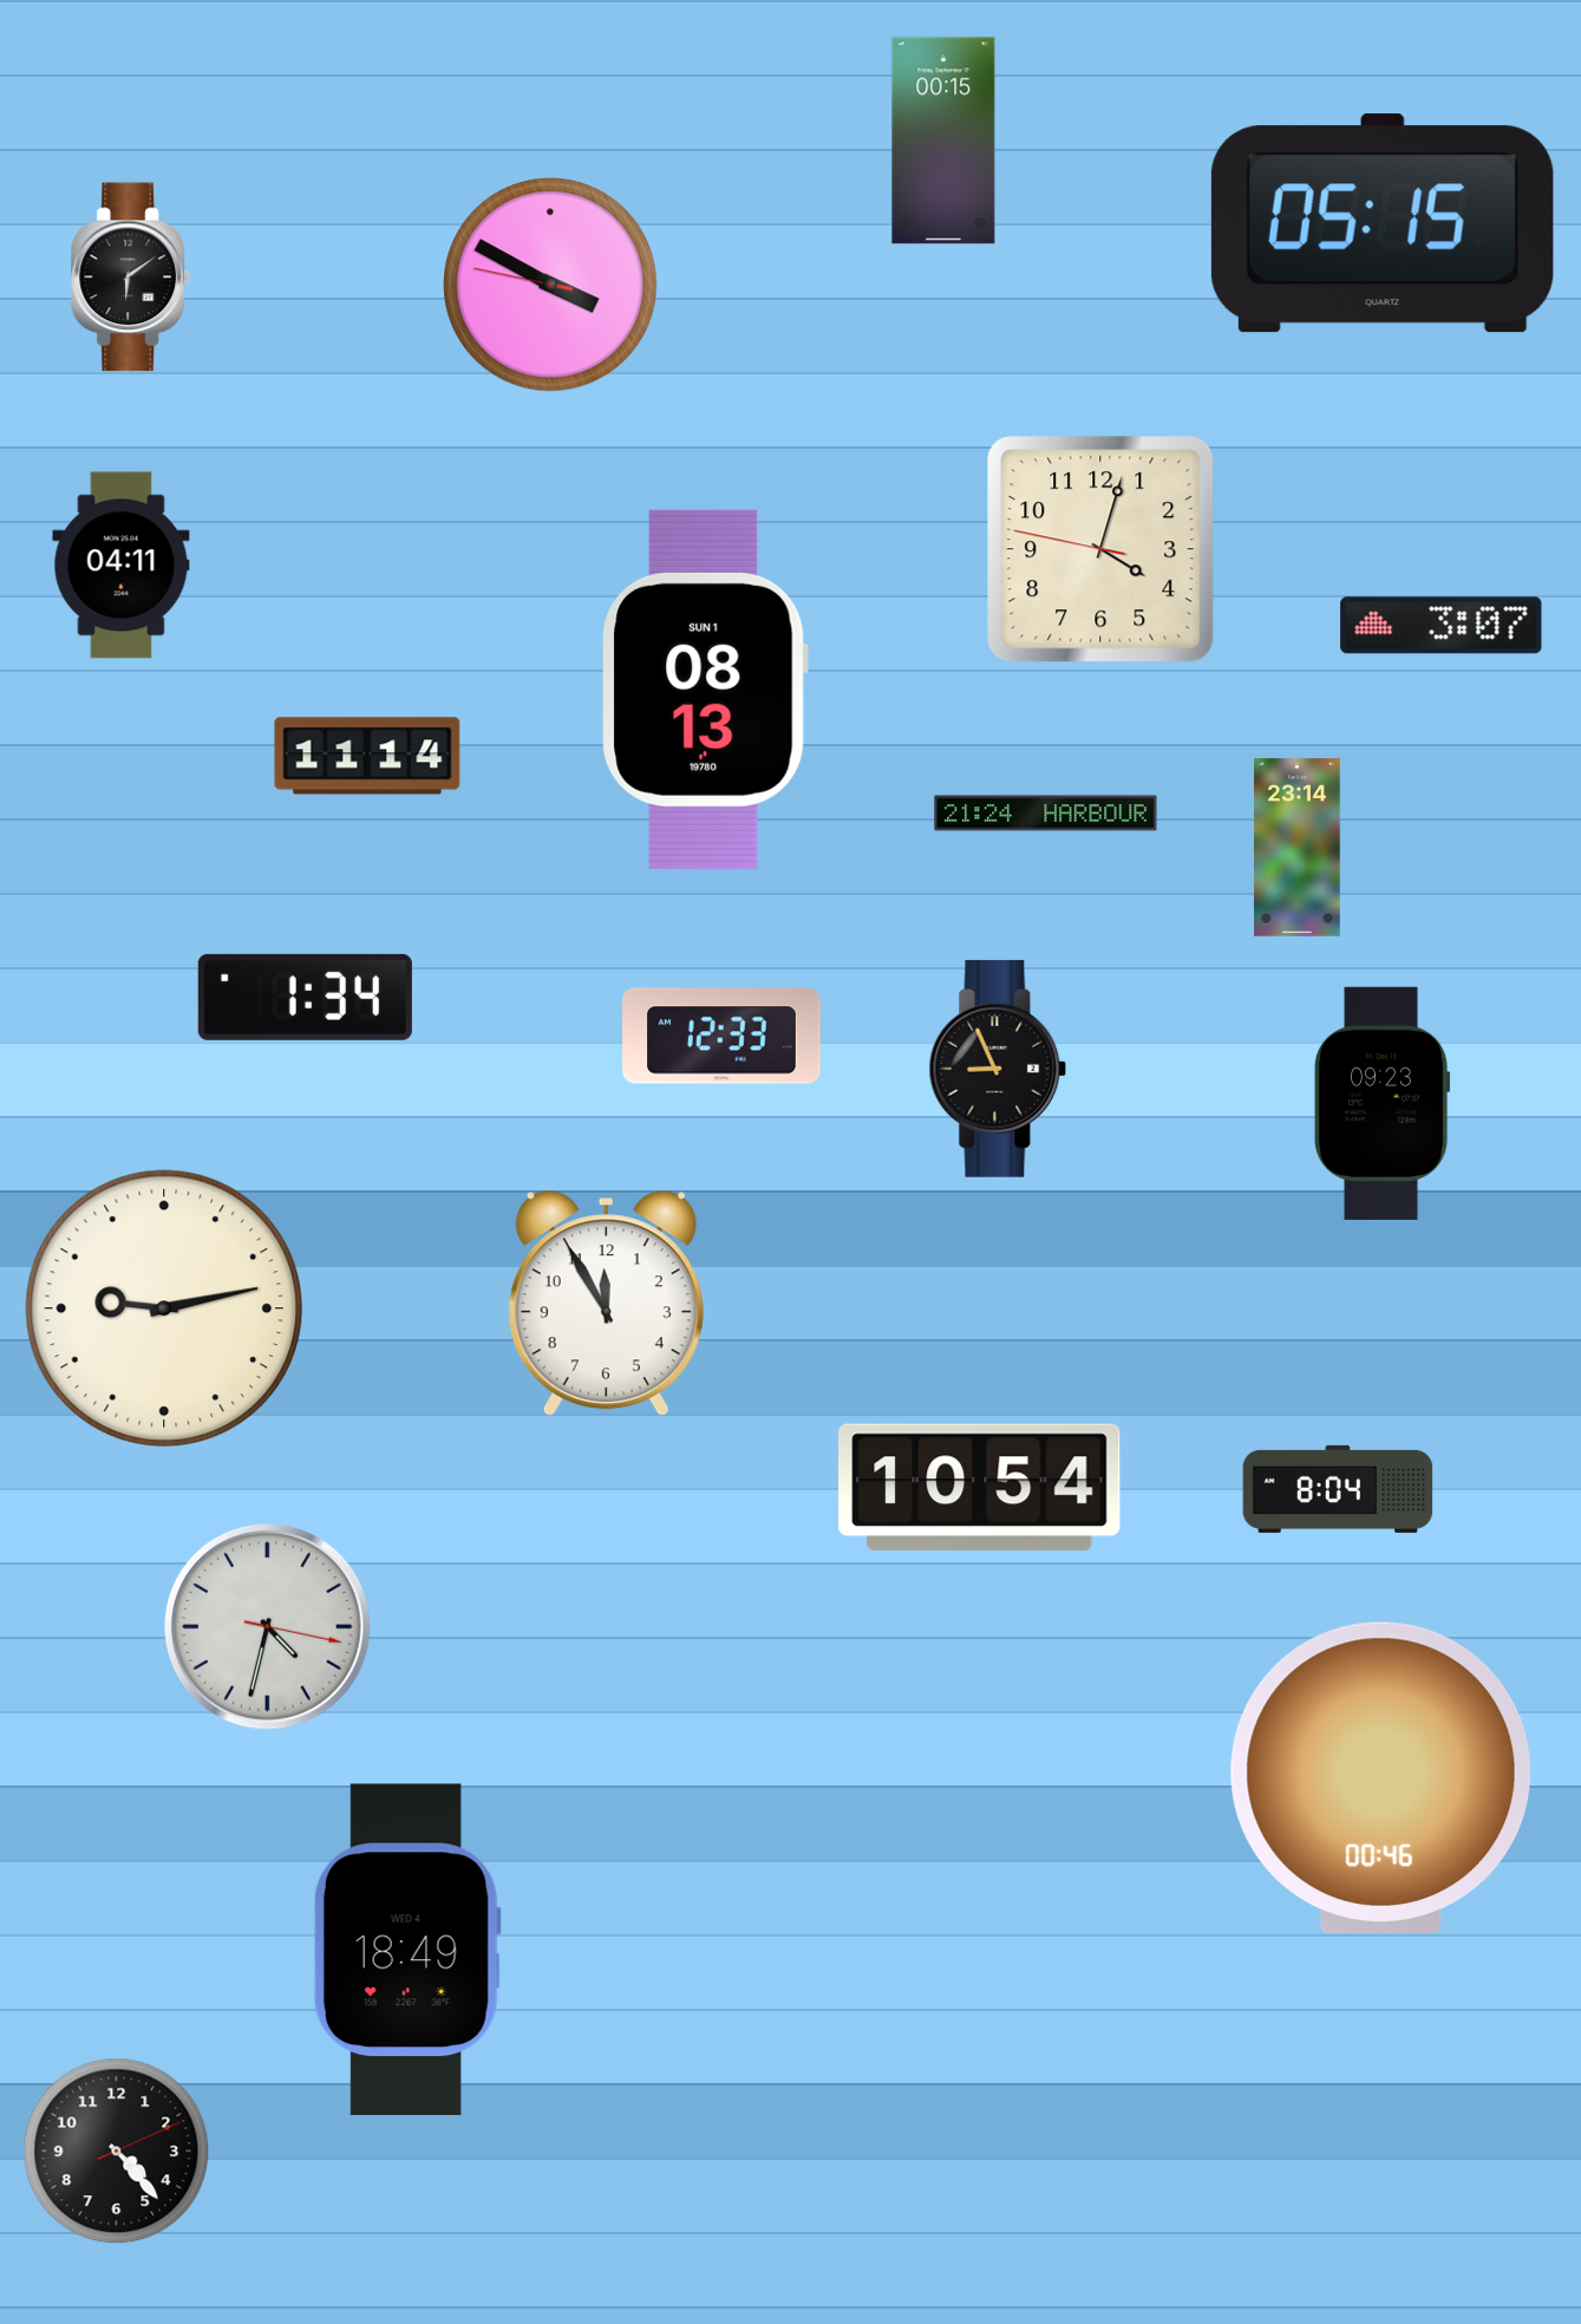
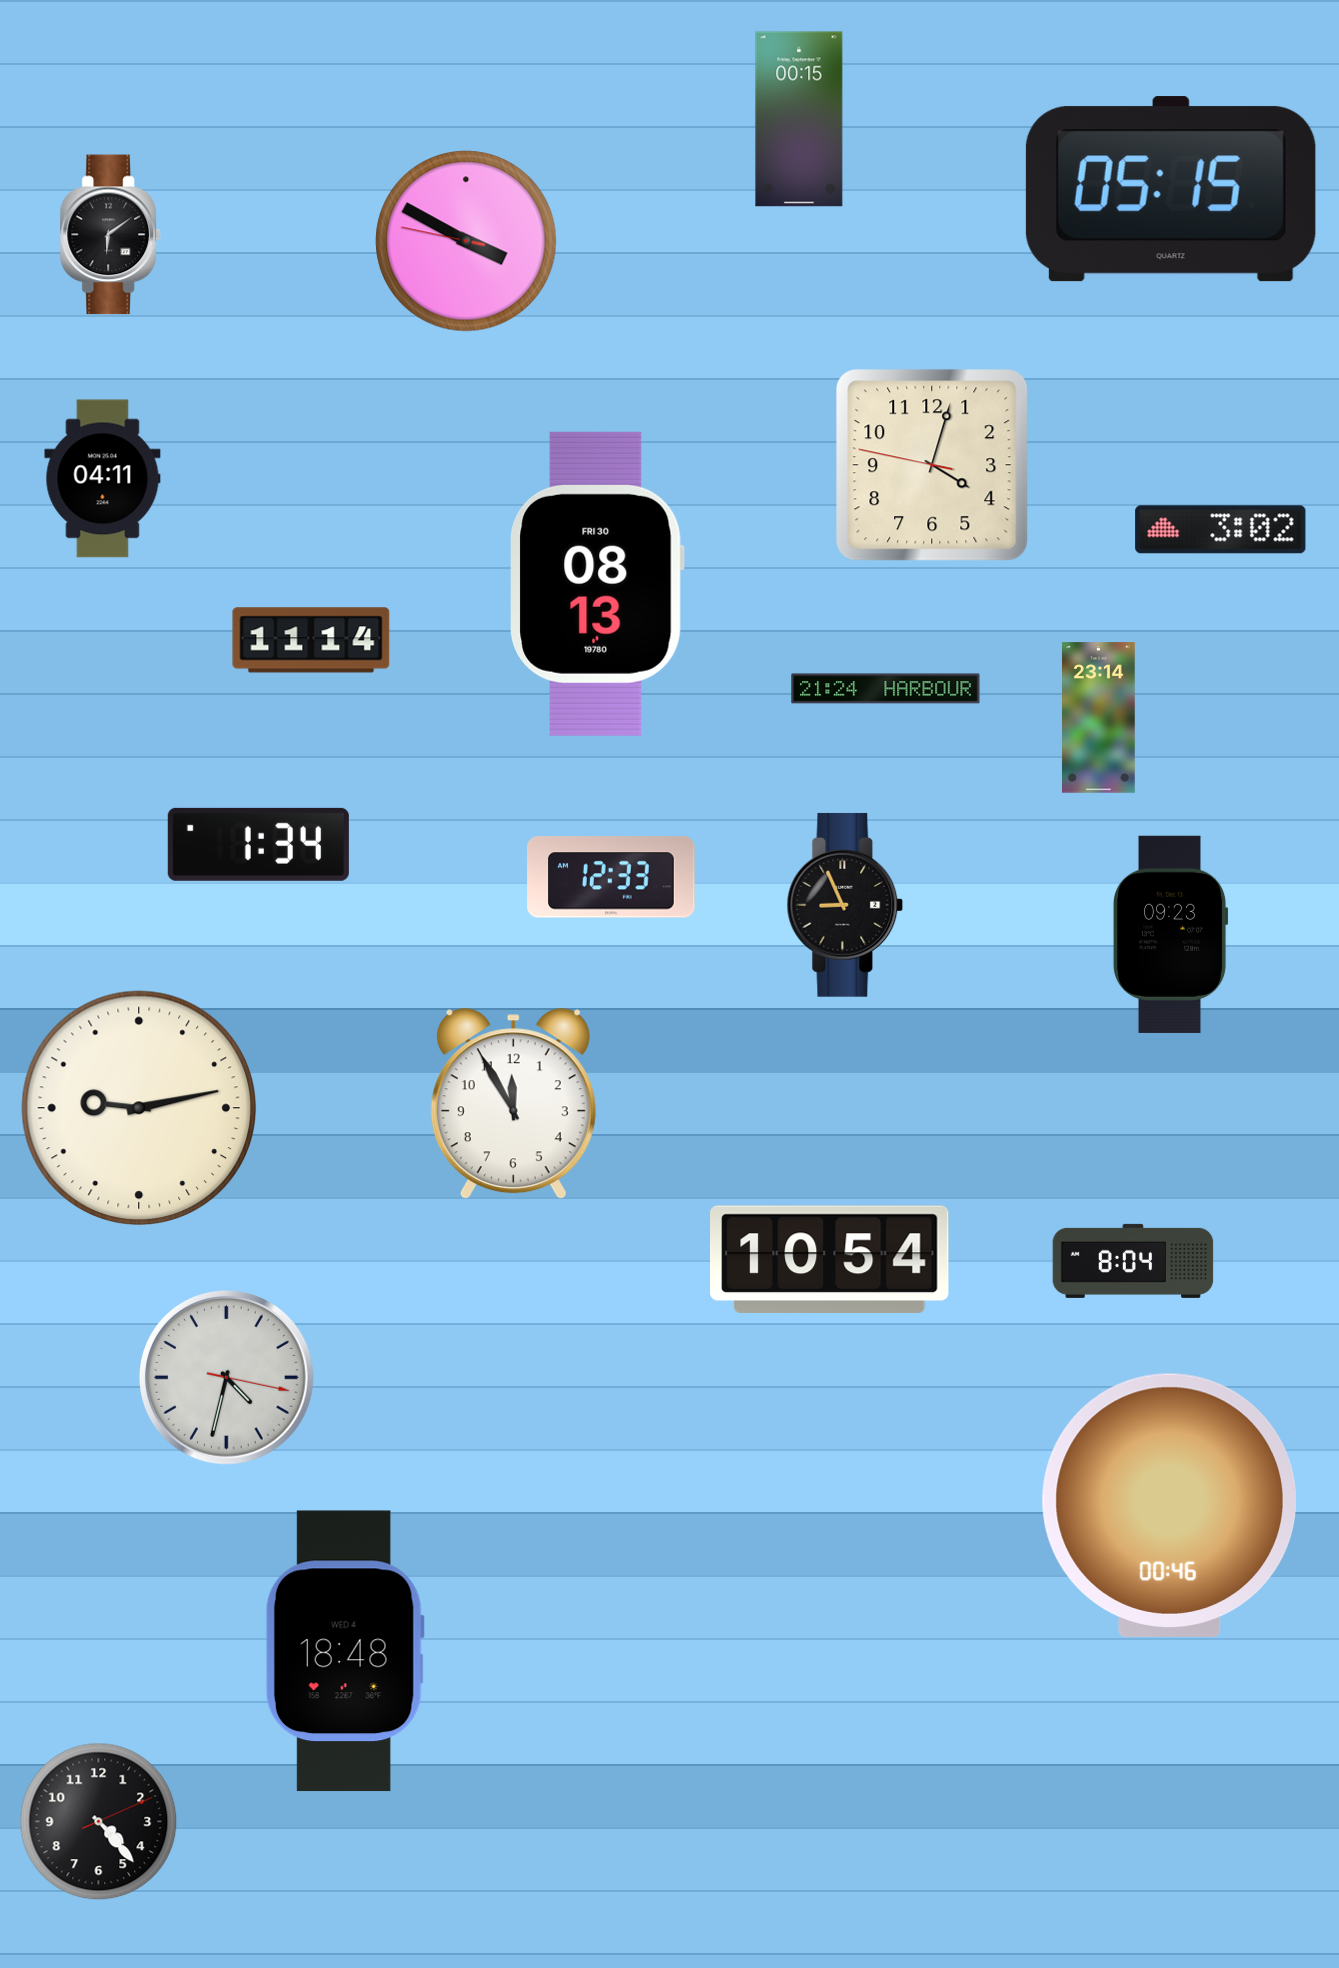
clock at (1442, 626): 3:07 -> 3:02
clock at (705, 690) date: SUN 1 -> FRI 30
clock at (407, 1950): 18:49 -> 18:48
